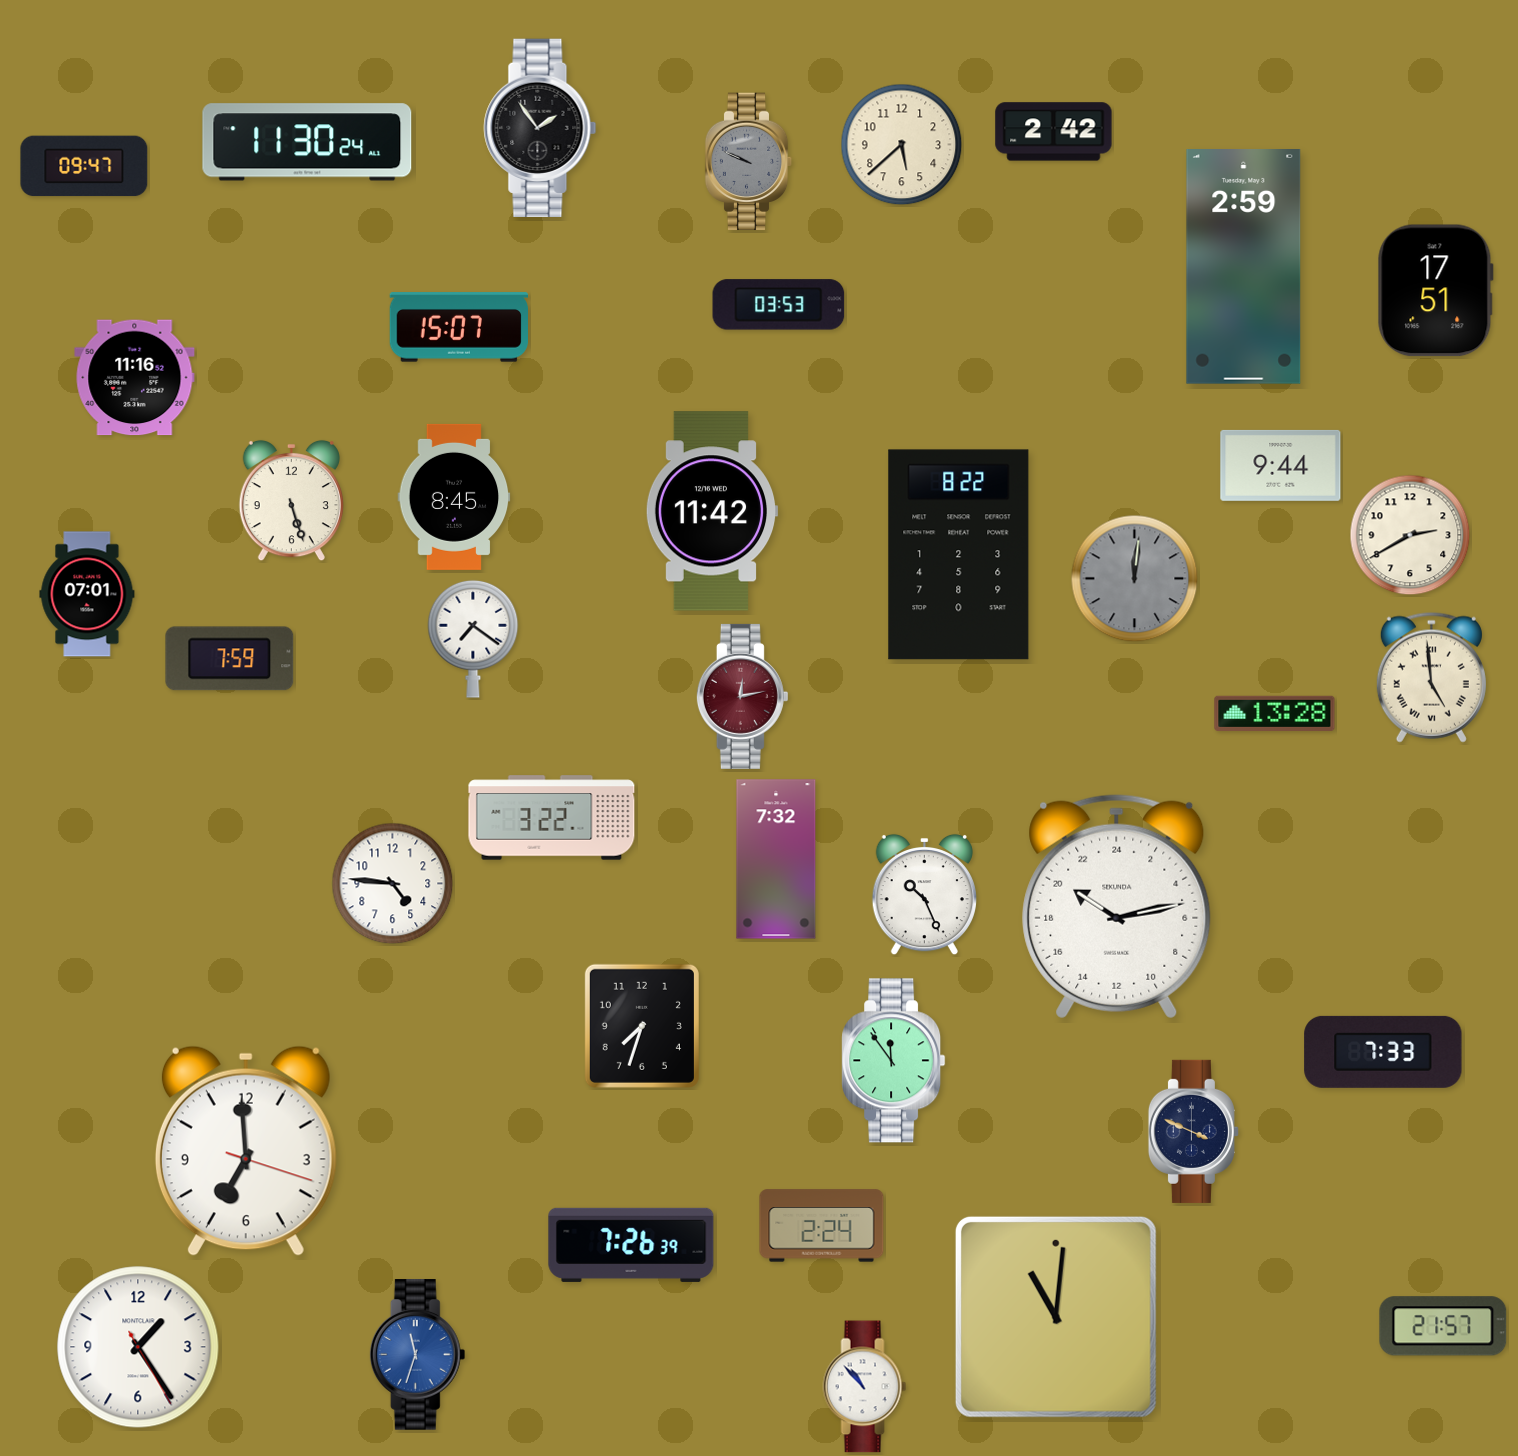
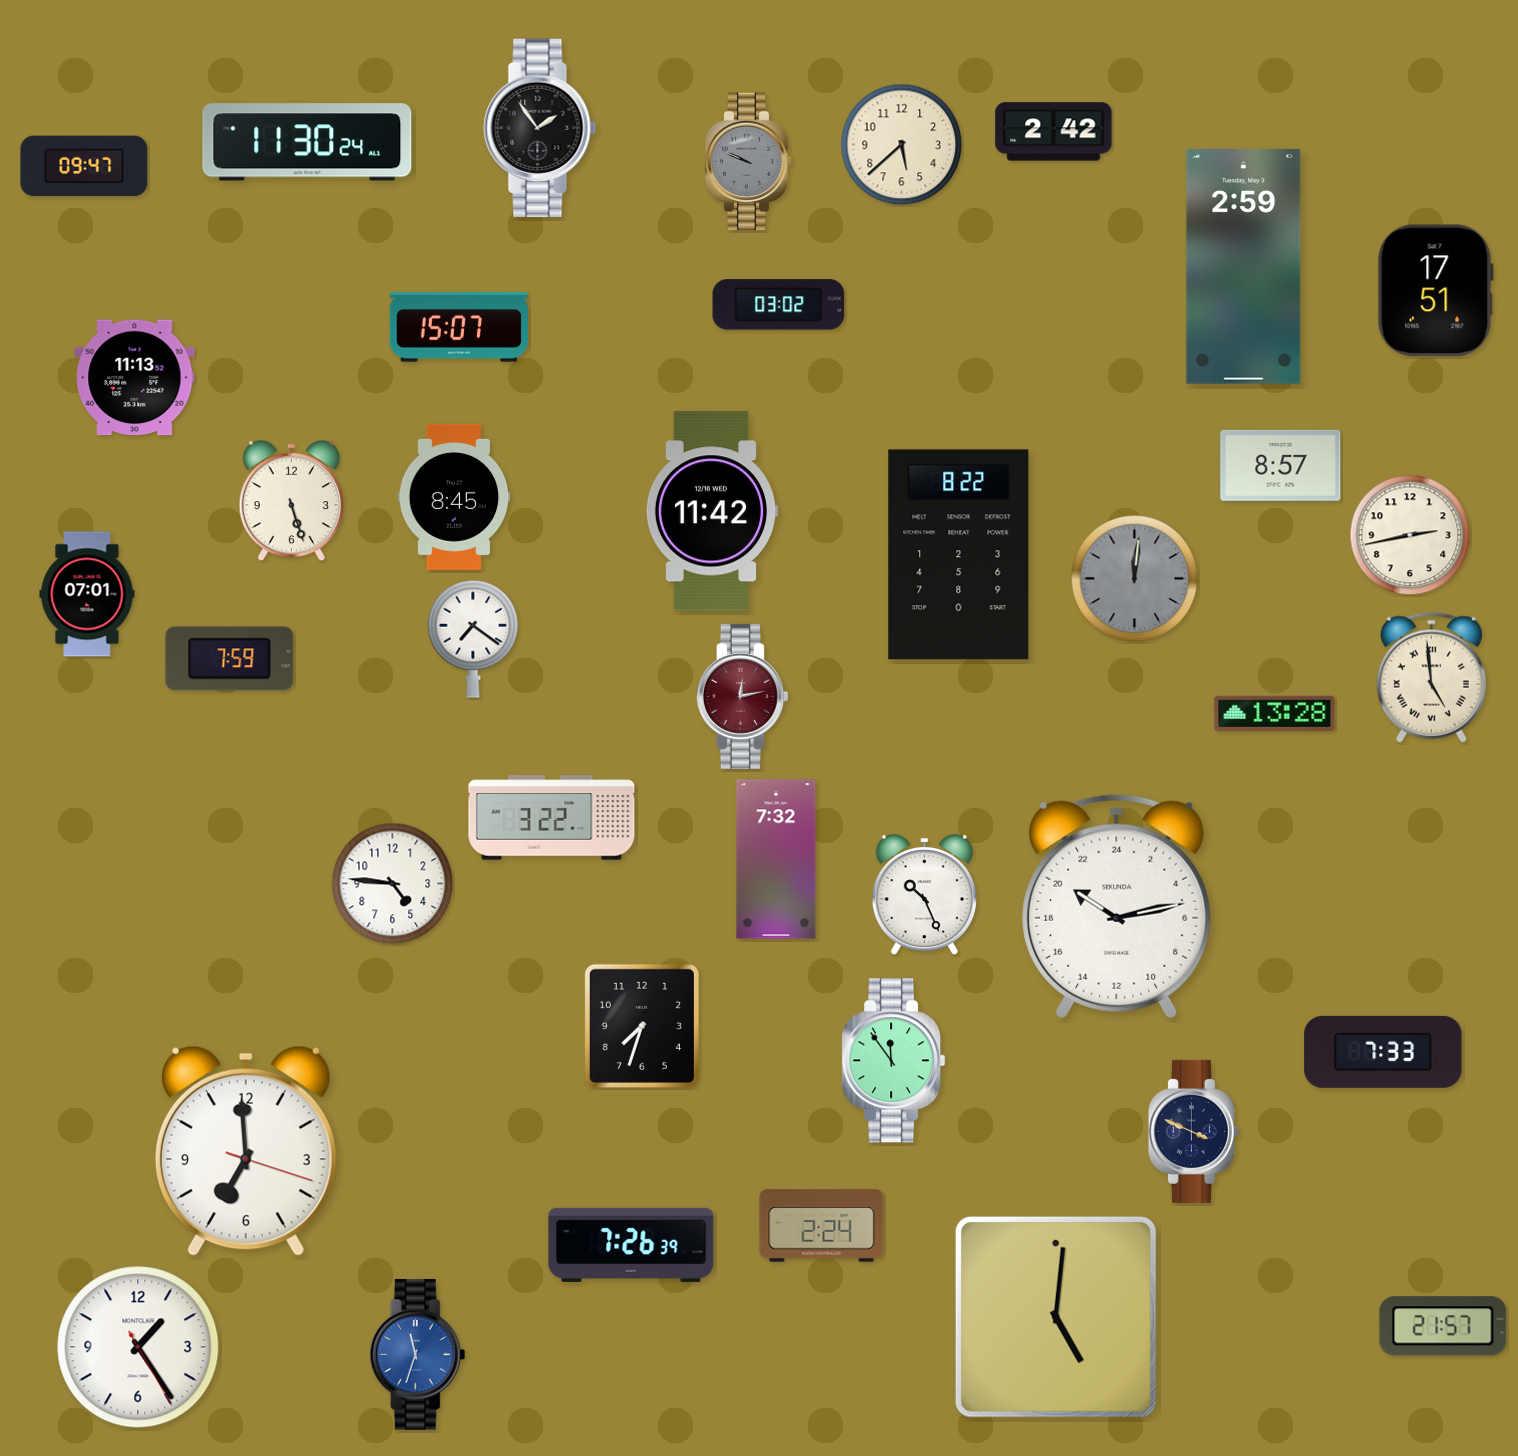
clock at (779, 305): 03:53 -> 03:02
clock at (135, 378): 11:16 -> 11:13
clock at (1281, 465): 9:44 -> 8:57
clock at (1410, 535): 2:40 -> 2:43
clock at (1056, 1317): 11:01 -> 5:01
clock at (865, 1387): 10:53 -> none
